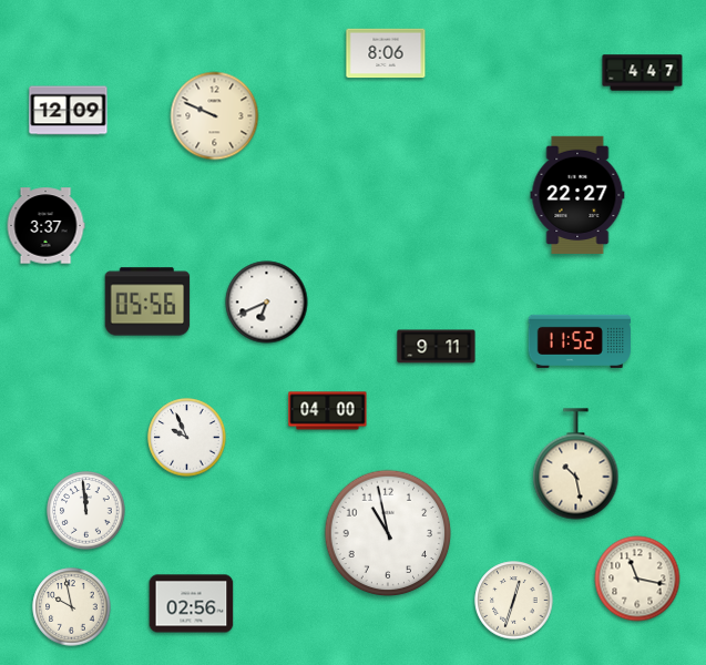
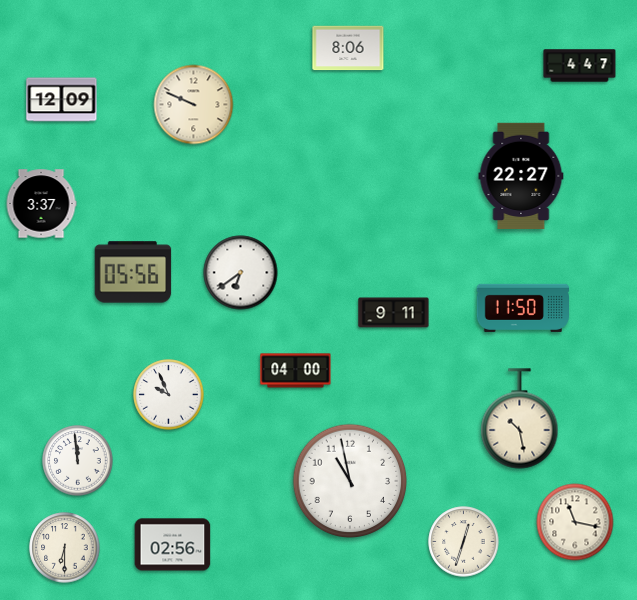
clock at (267, 303): 6:41 -> 6:39
clock at (579, 341): 11:52 -> 11:50
clock at (72, 607): 9:58 -> 6:30
